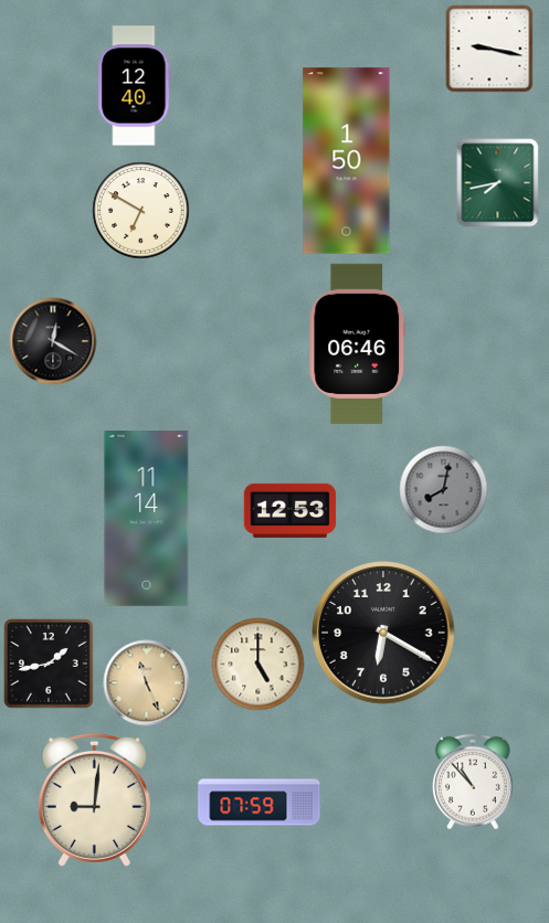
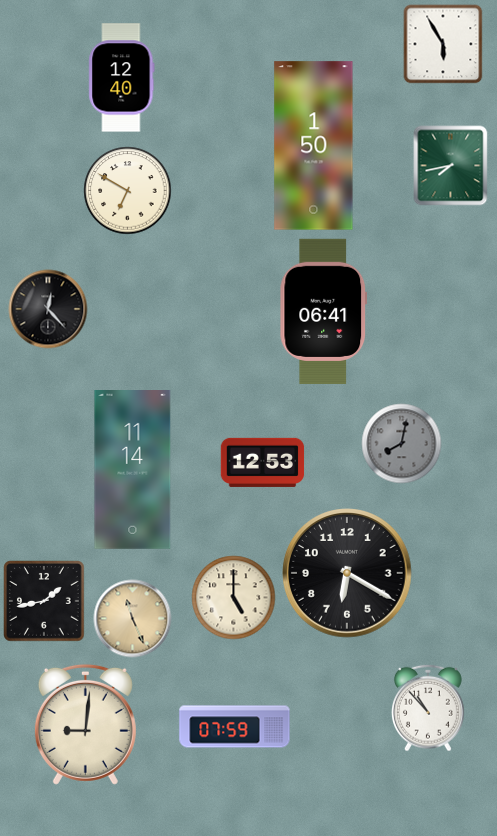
clock at (489, 49): 9:17 -> 5:55
clock at (53, 341): 12:20 -> 12:23
clock at (358, 343): 06:46 -> 06:41
clock at (257, 664) position: (257, 664) -> (233, 597)
